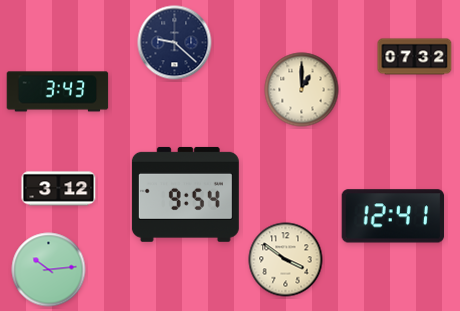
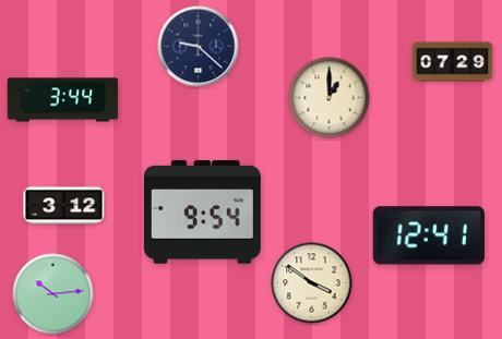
clock at (175, 43) position: (175, 43) -> (199, 47)
clock at (415, 57): 07:32 -> 07:29
clock at (58, 92): 3:43 -> 3:44
